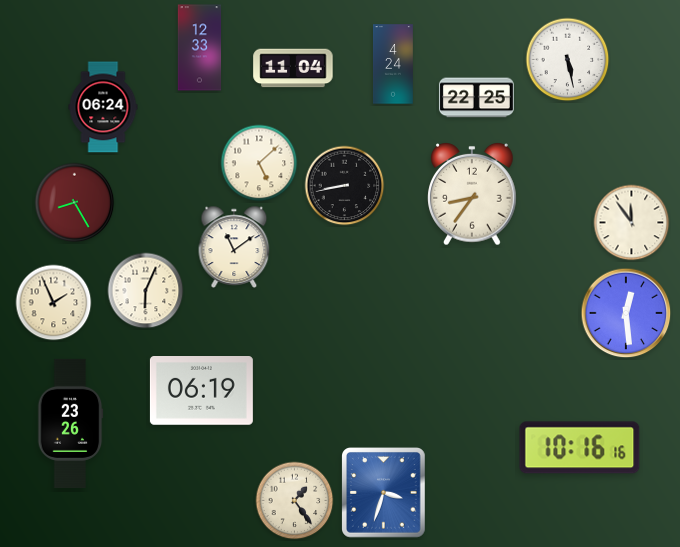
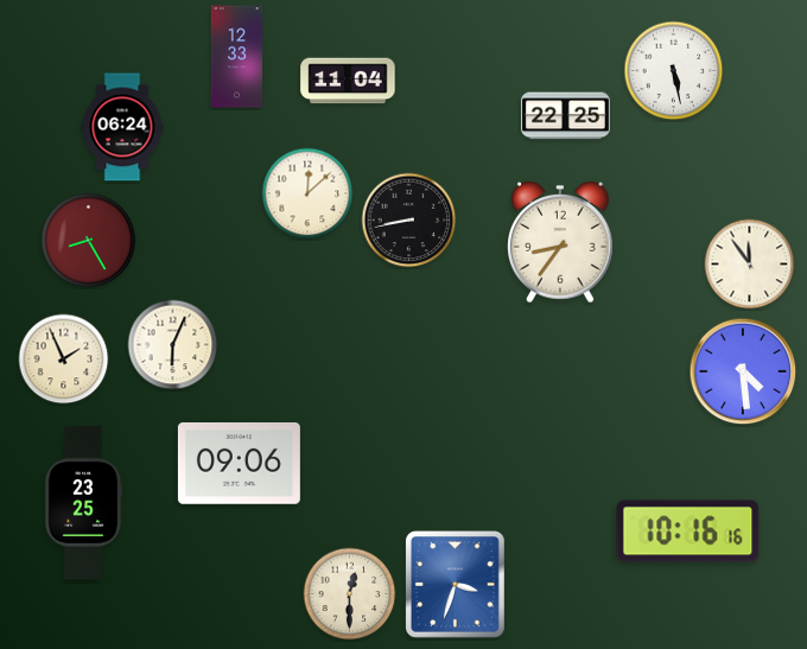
clock at (394, 64): 4:24 -> none
clock at (259, 163): 5:08 -> 12:08
clock at (472, 195) position: (472, 195) -> (560, 243)
clock at (234, 246): 11:09 -> none
clock at (626, 313): 12:29 -> 4:29
clock at (201, 391): 06:19 -> 09:06
clock at (70, 423): 23:26 -> 23:25
clock at (295, 501): 1:24 -> 12:30
